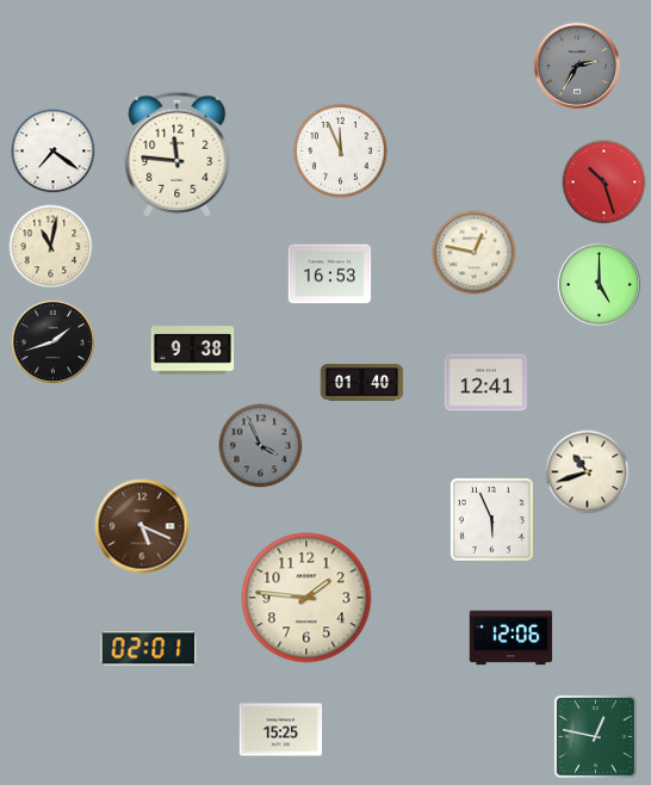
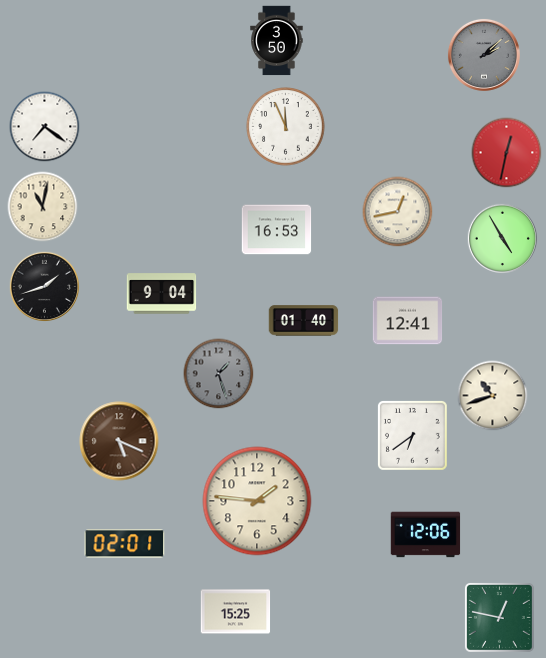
clock at (277, 41): none -> 3:50
clock at (577, 66): 2:35 -> 2:08
clock at (178, 154): 11:46 -> none
clock at (604, 183): 10:27 -> 12:32
clock at (475, 253): 12:47 -> 12:43
clock at (599, 284): 5:00 -> 4:55
clock at (193, 351): 9:38 -> 9:04
clock at (261, 446): 3:56 -> 1:27
clock at (491, 519): 5:56 -> 6:39
clock at (511, 638) position: (511, 638) -> (426, 535)
